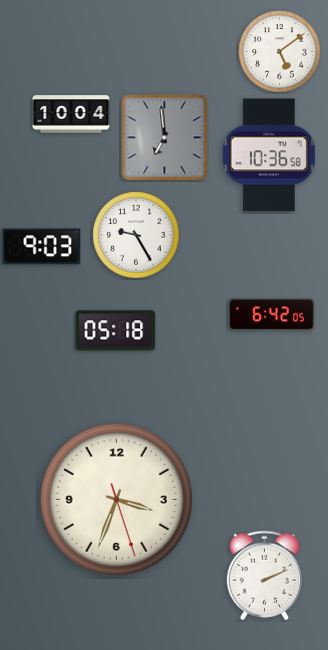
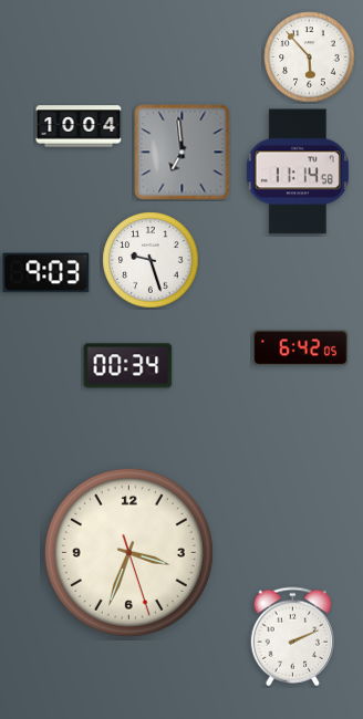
clock at (280, 52): 5:09 -> 5:53
clock at (269, 155): 10:36 -> 11:14
clock at (136, 235): 9:25 -> 9:27
clock at (116, 331): 05:18 -> 00:34
